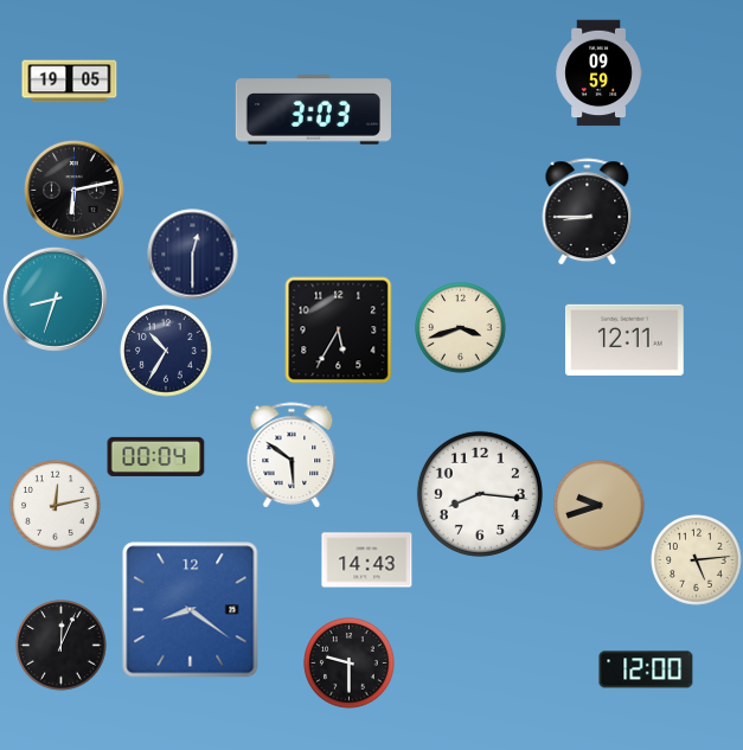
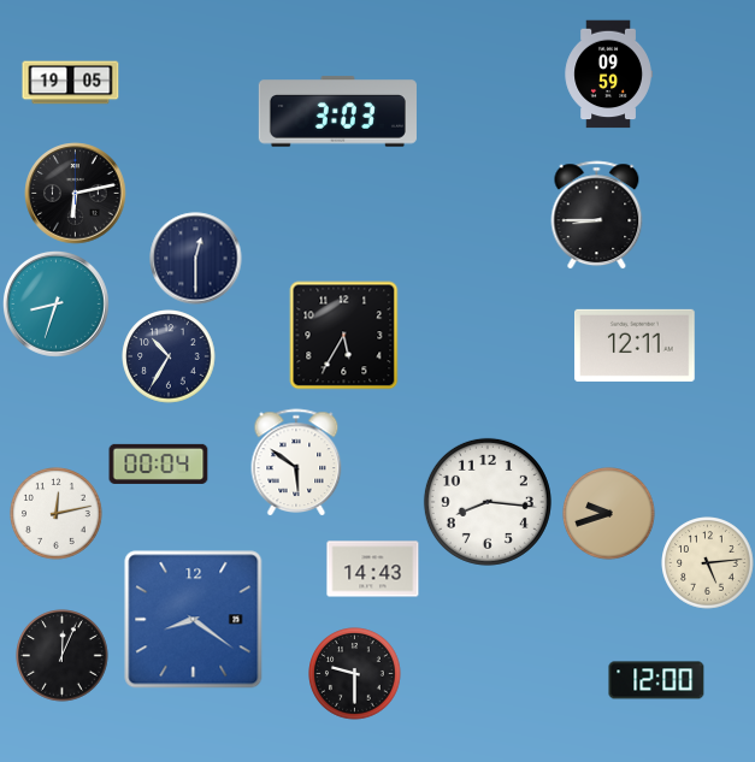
clock at (313, 110) position: (313, 110) -> (337, 112)
clock at (461, 328): 3:42 -> none
clock at (697, 560) position: (697, 560) -> (708, 563)
